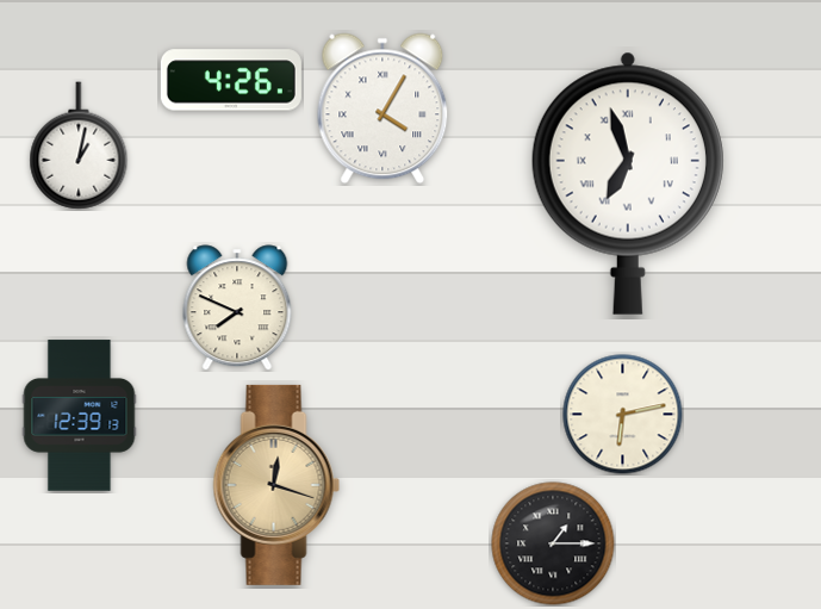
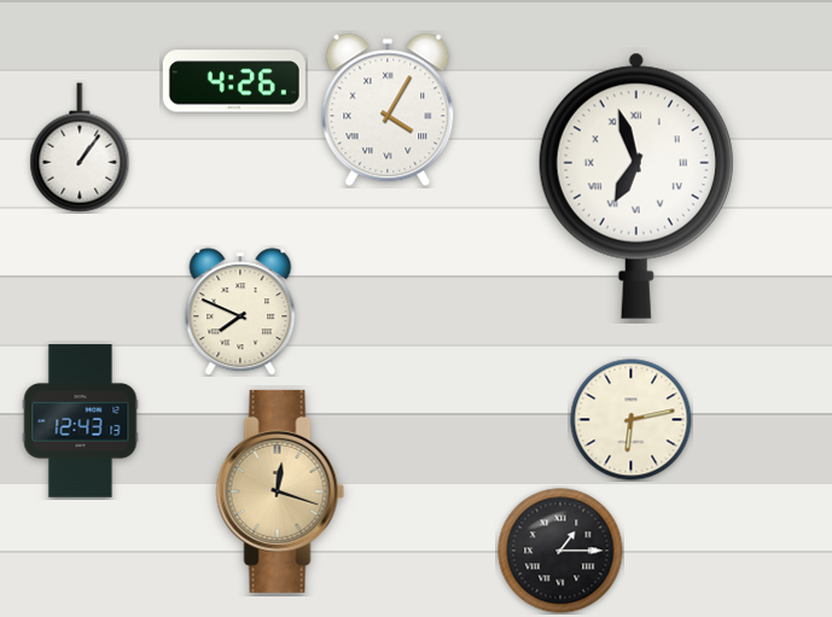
clock at (79, 145): 1:02 -> 1:06
clock at (80, 416): 12:39 -> 12:43
